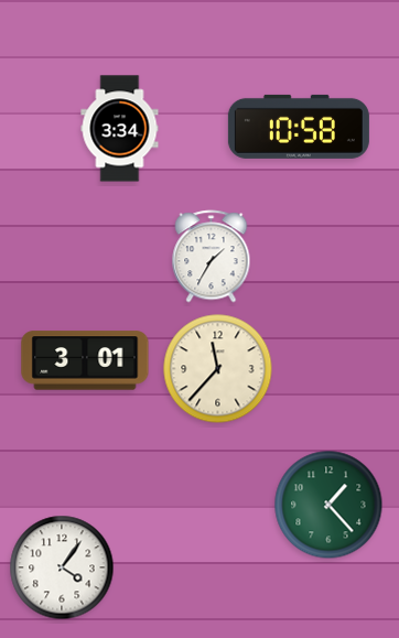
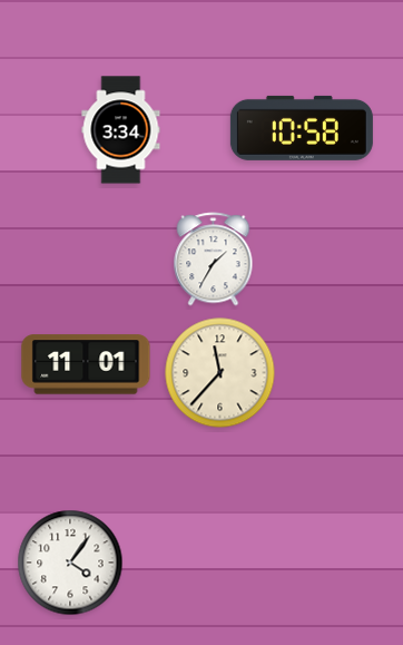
clock at (85, 360): 3:01 -> 11:01
clock at (328, 505): 1:23 -> none
clock at (62, 567) position: (62, 567) -> (70, 563)
